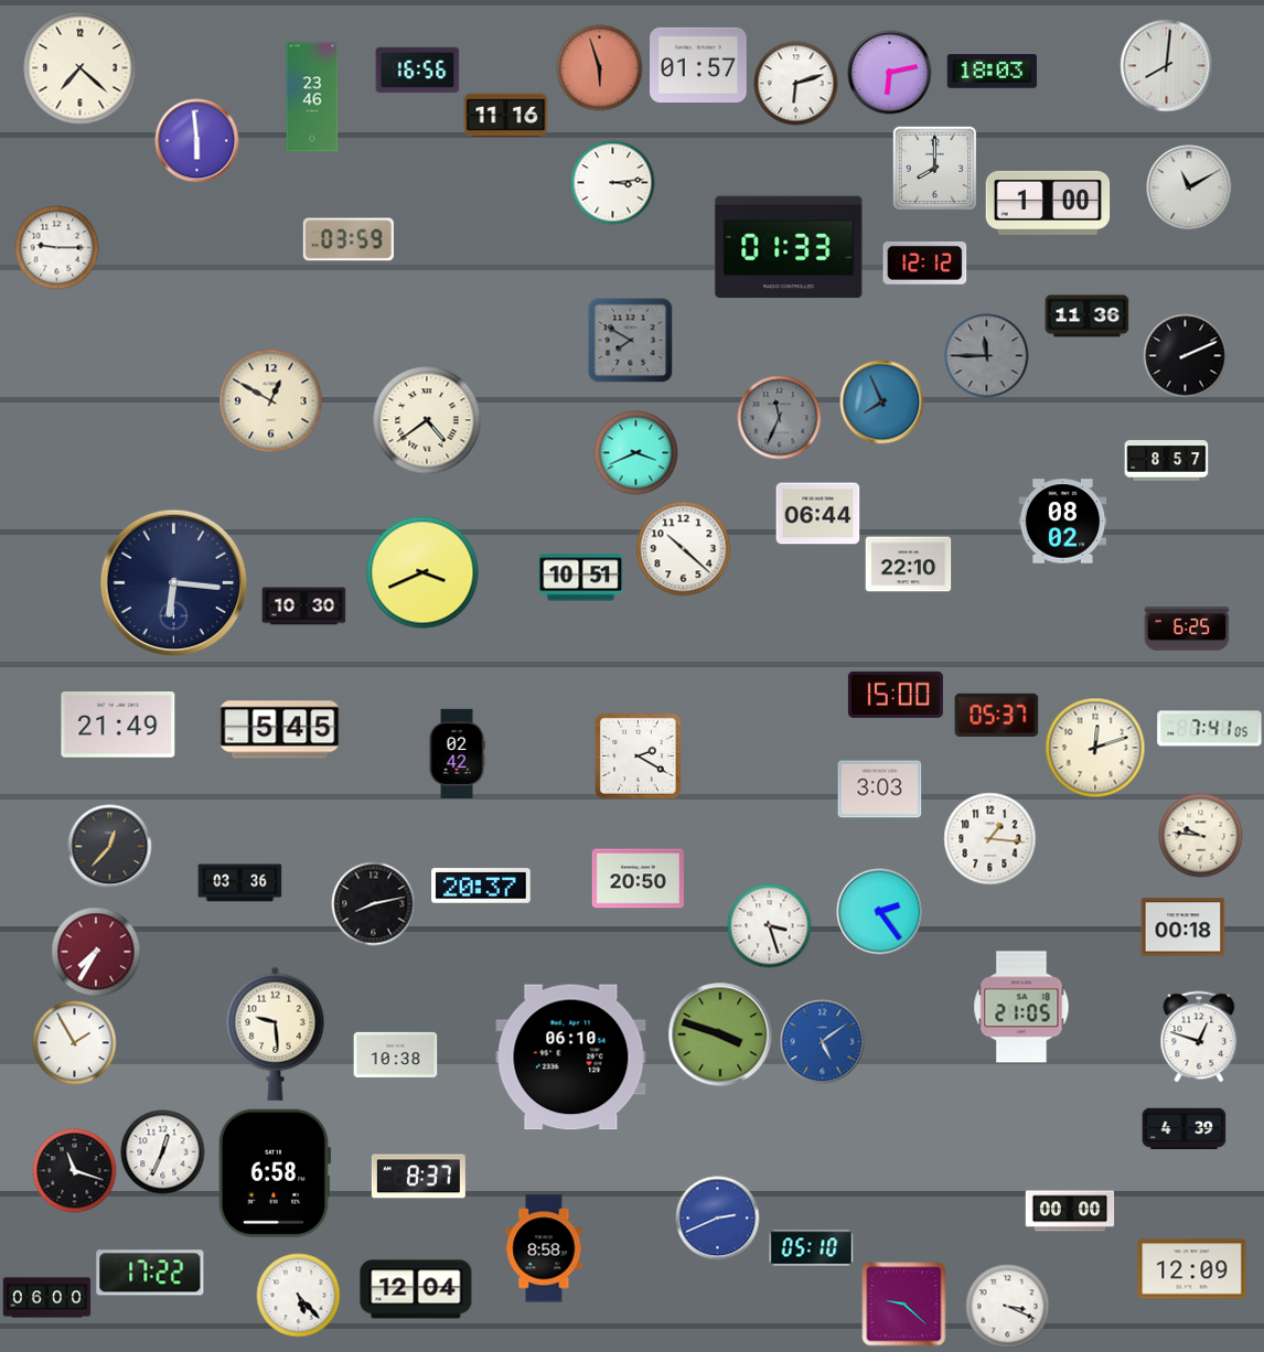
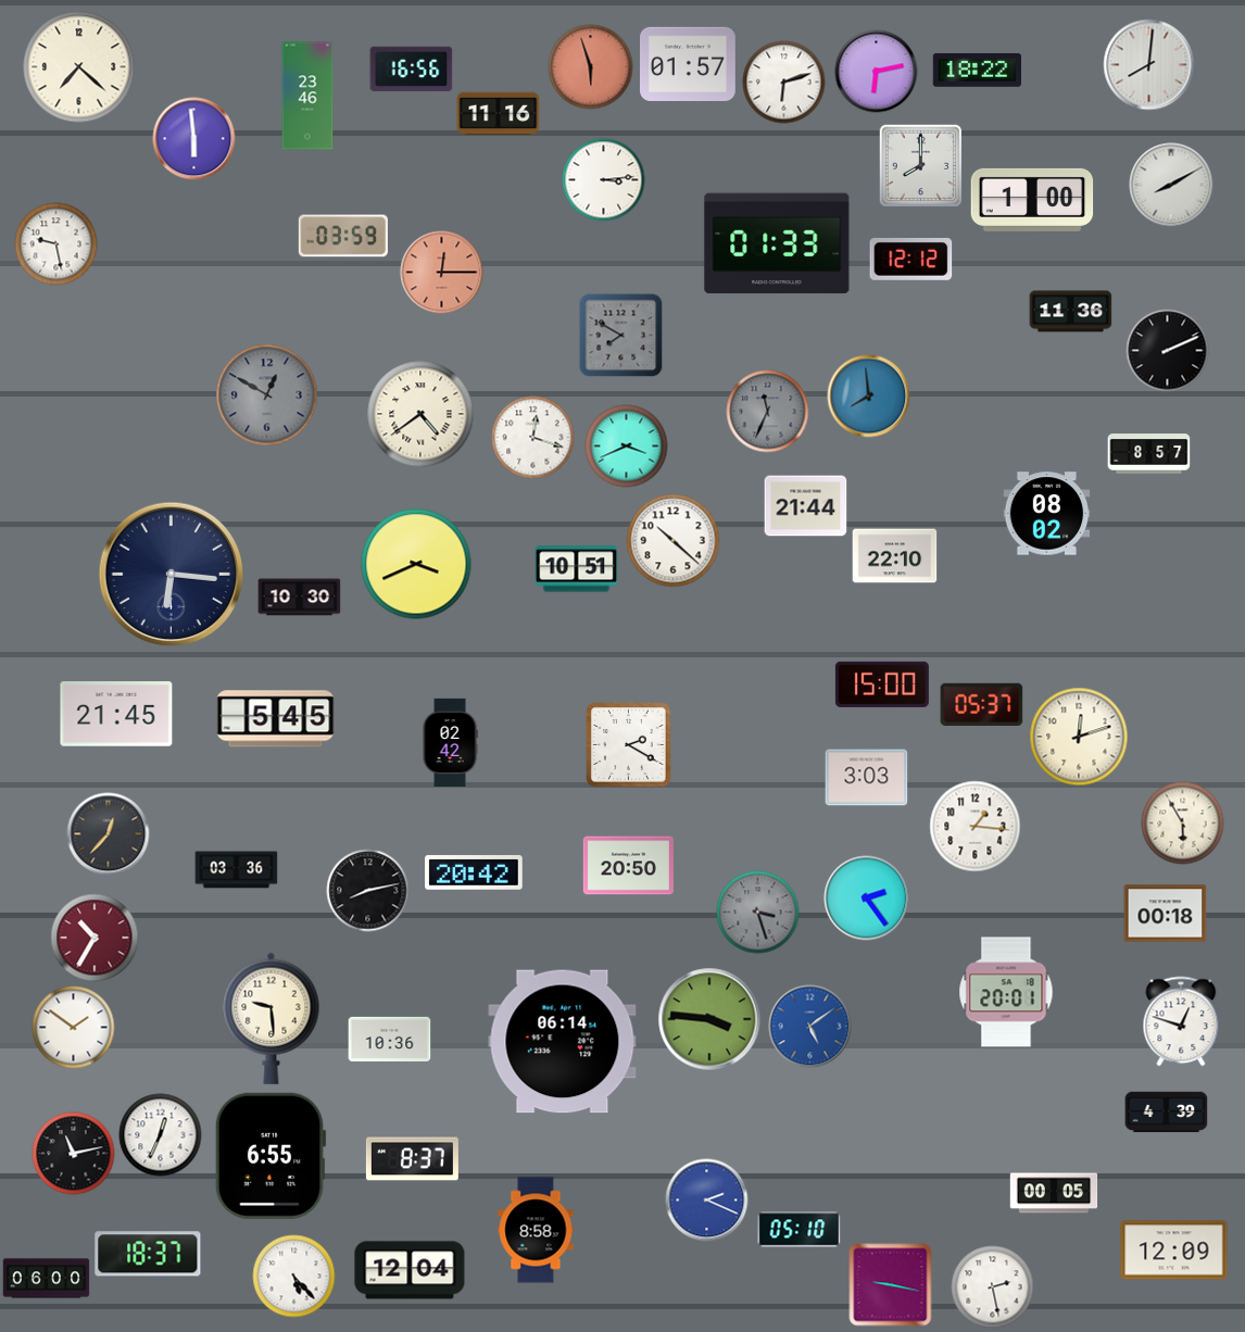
clock at (992, 72): 18:03 -> 18:22
clock at (1189, 187): 11:10 -> 8:10
clock at (57, 248): 9:15 -> 9:28
clock at (442, 273): none -> 12:15
clock at (987, 356): 11:45 -> none
clock at (271, 401) dial: cream -> grey
clock at (882, 403): 7:56 -> 7:59
clock at (533, 438): none -> 12:18
clock at (818, 514): 06:44 -> 21:44
clock at (581, 578) position: (581, 578) -> (577, 569)
clock at (1187, 629): 6:25 -> none
clock at (118, 725): 21:49 -> 21:45
clock at (1210, 729): 7:41 -> none
clock at (1201, 836): 9:46 -> 5:55
clock at (481, 886): 20:37 -> 20:42
clock at (770, 926) dial: white -> grey
clock at (96, 952): 7:35 -> 10:35
clock at (1021, 1007): 21:05 -> 20:01
clock at (720, 1034): 3:48 -> 3:46
clock at (75, 1043): 1:55 -> 1:51
clock at (396, 1054): 10:38 -> 10:36
clock at (571, 1058): 06:10 -> 06:14
clock at (75, 1171): 11:18 -> 11:13
clock at (275, 1173): 6:58 -> 6:55
clock at (1070, 1211): 00:00 -> 00:05
clock at (718, 1219): 2:41 -> 2:19
clock at (150, 1273): 17:22 -> 18:37
clock at (904, 1305): 9:22 -> 9:17
clock at (1008, 1307): 3:19 -> 2:28
